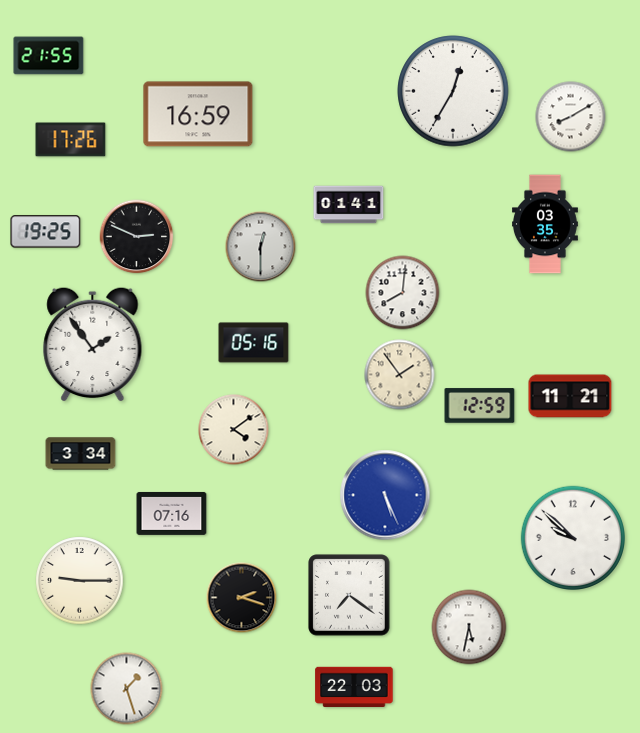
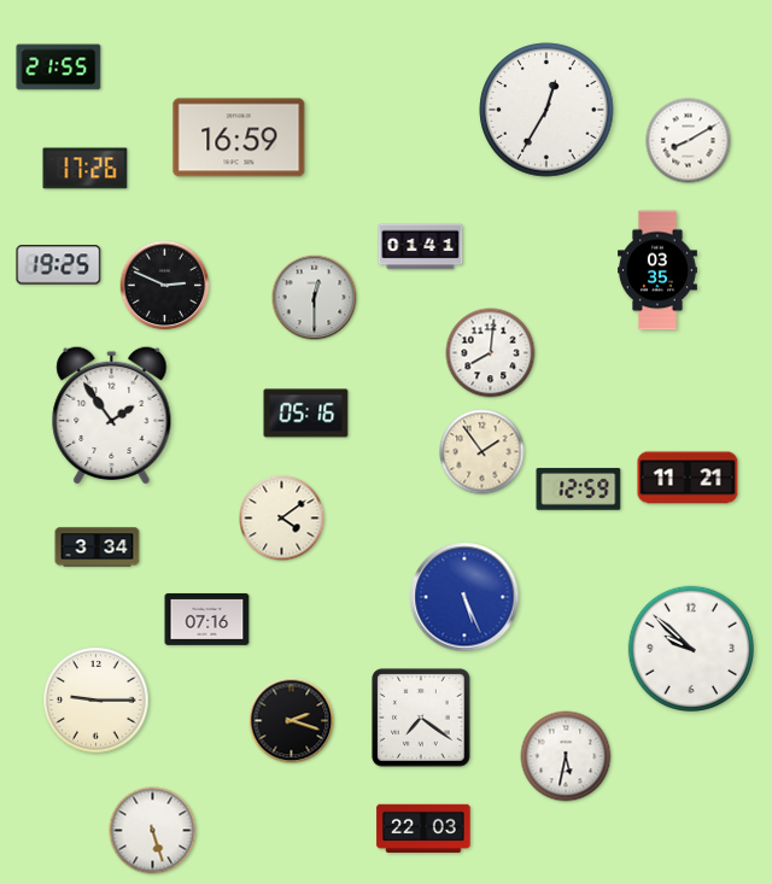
clock at (46, 232) position: (46, 232) -> (59, 265)
clock at (403, 293) position: (403, 293) -> (491, 353)
clock at (354, 687) position: (354, 687) -> (423, 829)
clock at (127, 689): 1:27 -> 5:27
